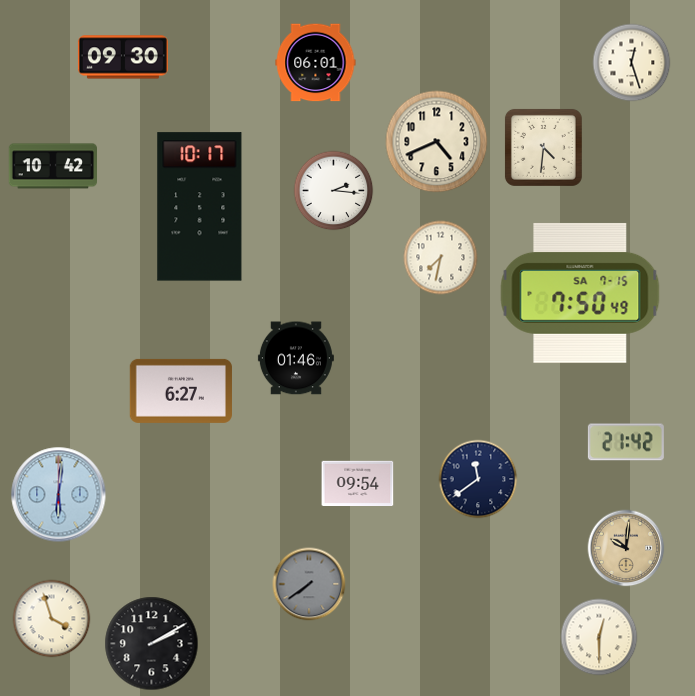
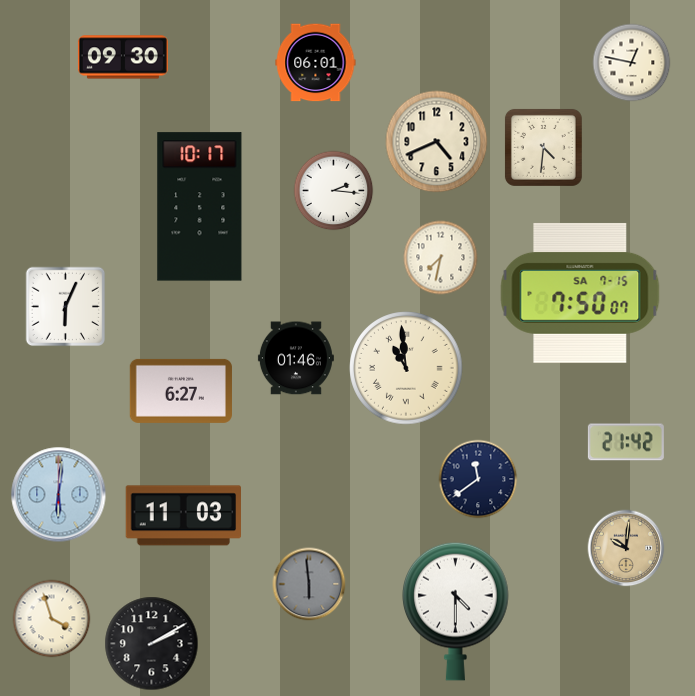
clock at (632, 63): 12:27 -> 12:47
clock at (52, 166): 10:42 -> none
clock at (580, 293): 7:50:49 -> 7:50:07
clock at (66, 307): none -> 6:04
clock at (406, 368): none -> 10:59
clock at (358, 483): 09:54 -> none
clock at (183, 516): none -> 11:03
clock at (309, 584): 7:39 -> 5:59
clock at (456, 611): none -> 4:30
clock at (599, 637): 12:30 -> none
